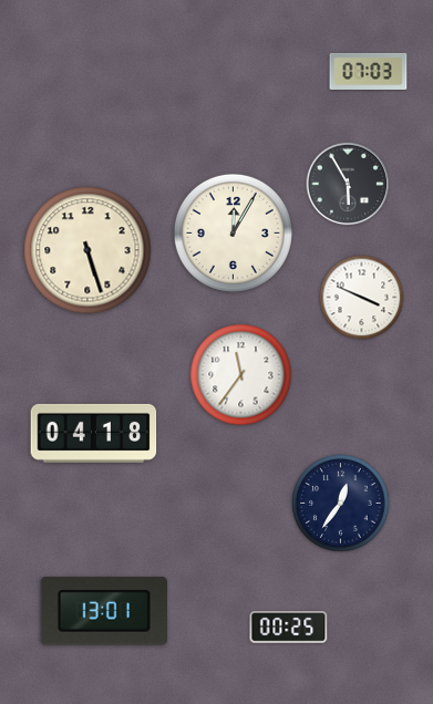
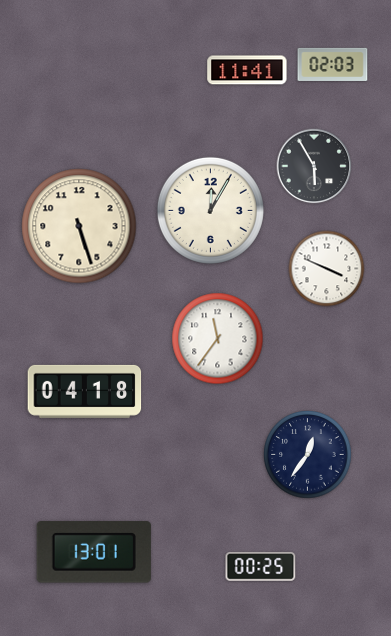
clock at (369, 71): 07:03 -> 02:03
clock at (247, 70): none -> 11:41
